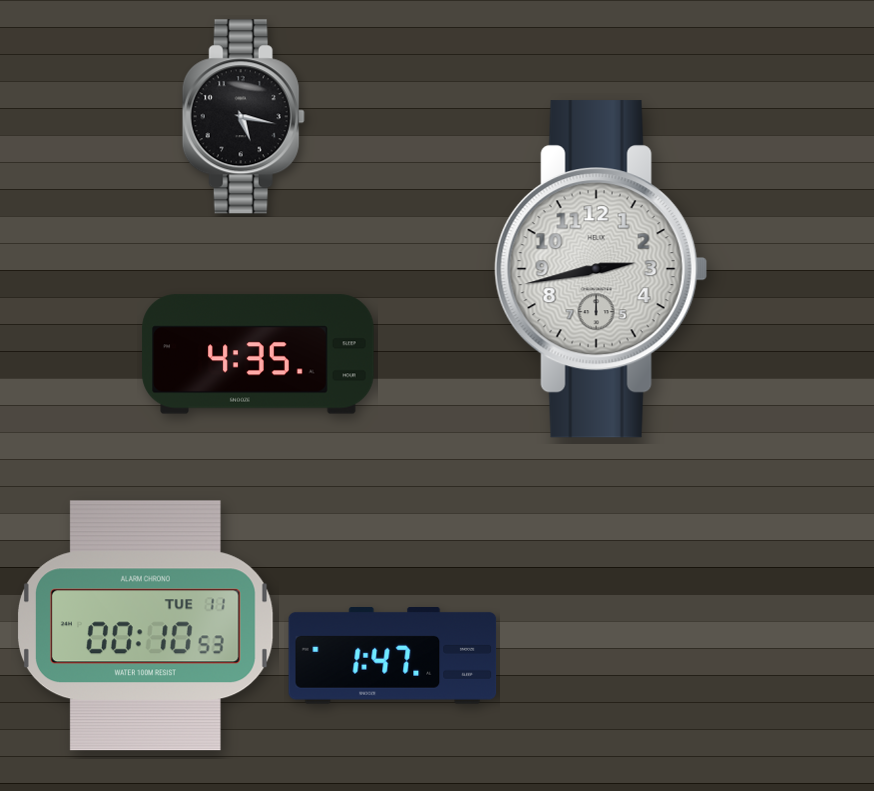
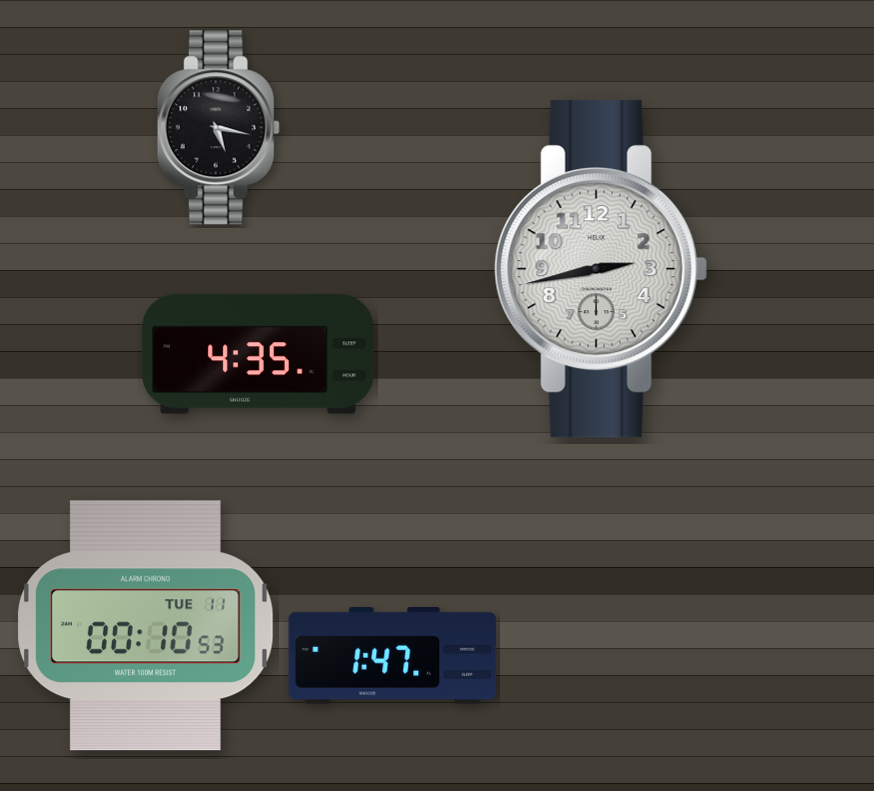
clock at (243, 117) position: (243, 117) -> (218, 128)
